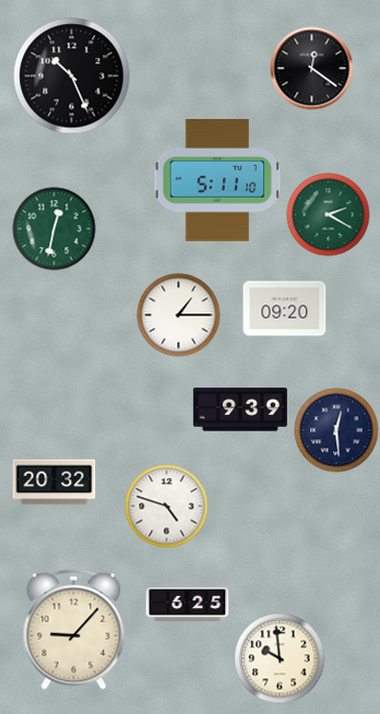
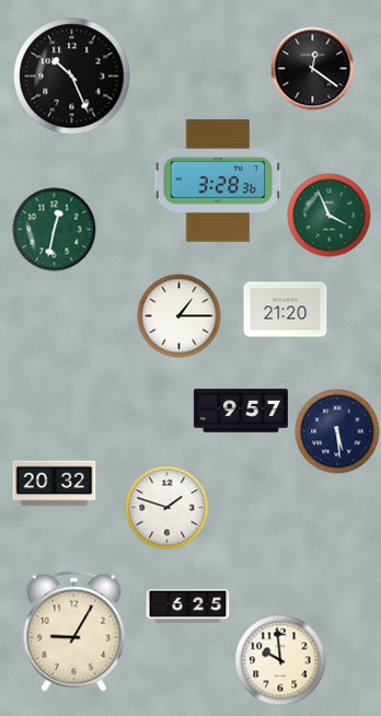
clock at (217, 180): 5:11 -> 3:28
clock at (329, 215): 2:20 -> 3:56
clock at (285, 309): 09:20 -> 21:20
clock at (240, 409): 9:39 -> 9:57
clock at (336, 430): 12:29 -> 5:29
clock at (167, 507): 4:48 -> 1:48
clock at (74, 629): 9:07 -> 9:05
